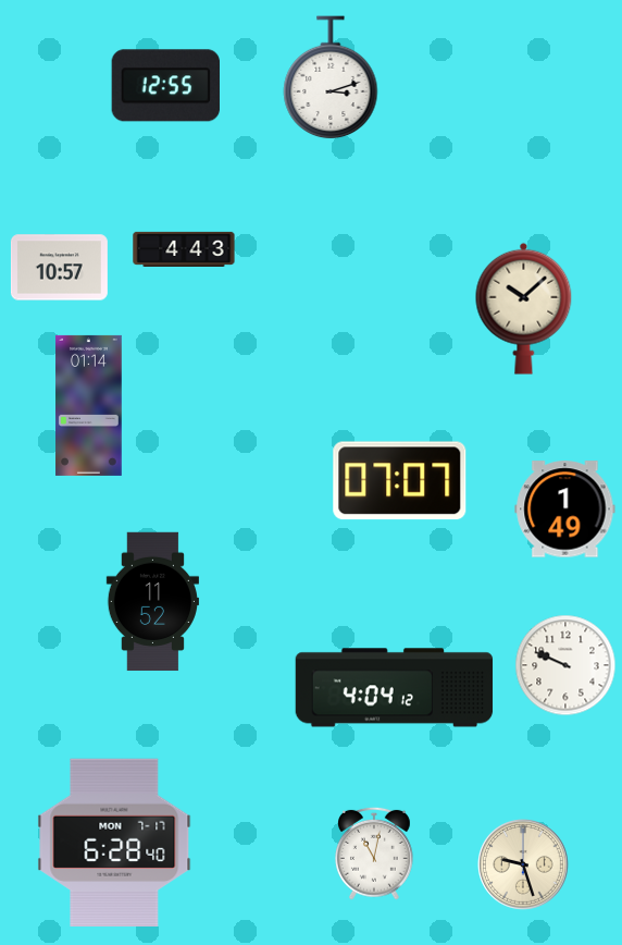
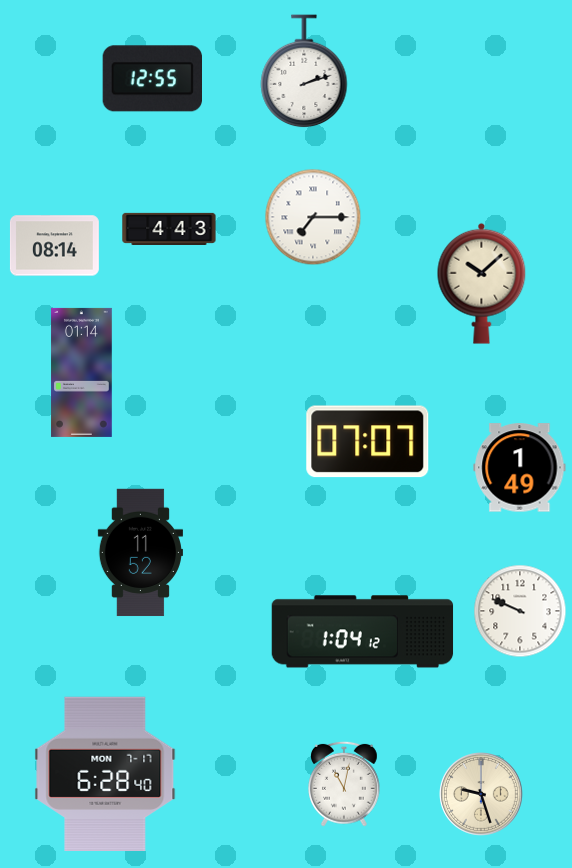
clock at (331, 78): 3:12 -> 2:12
clock at (313, 217): none -> 7:15
clock at (59, 268): 10:57 -> 08:14
clock at (395, 688): 4:04 -> 1:04
